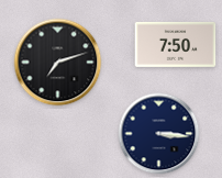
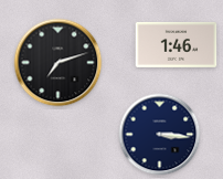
clock at (176, 44): 7:50 -> 1:46
